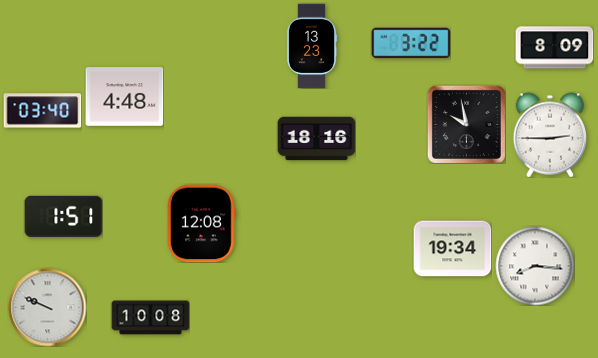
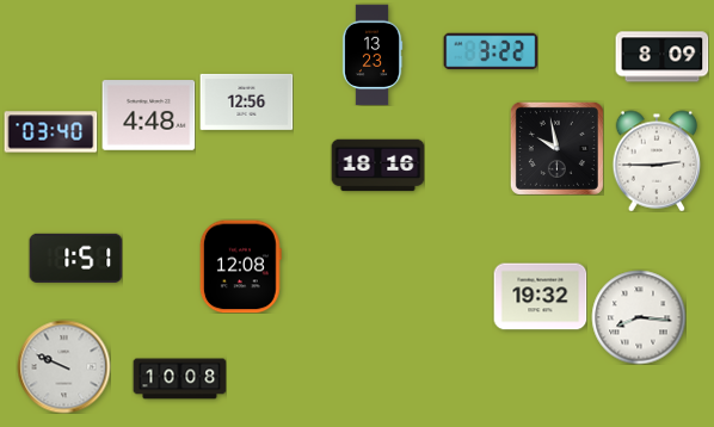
clock at (246, 101): none -> 12:56
clock at (452, 249): 19:34 -> 19:32
clock at (47, 307) position: (47, 307) -> (63, 366)
